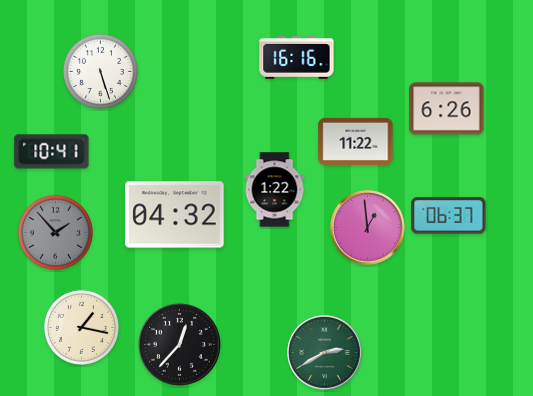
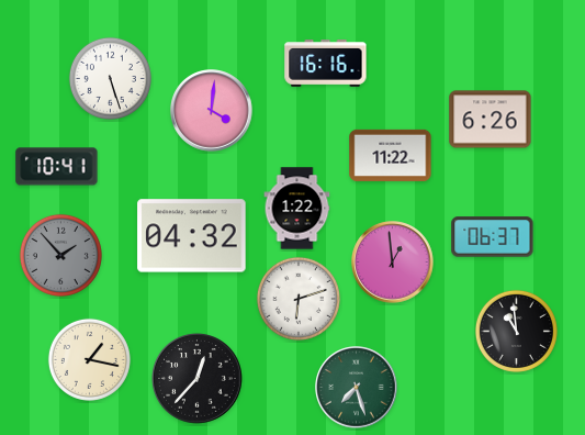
clock at (212, 111): none -> 4:01
clock at (275, 190) position: (275, 190) -> (297, 209)
clock at (368, 228) position: (368, 228) -> (393, 263)
clock at (299, 299): none -> 6:12
clock at (516, 331): none -> 10:59
clock at (325, 353): 2:40 -> 7:27
